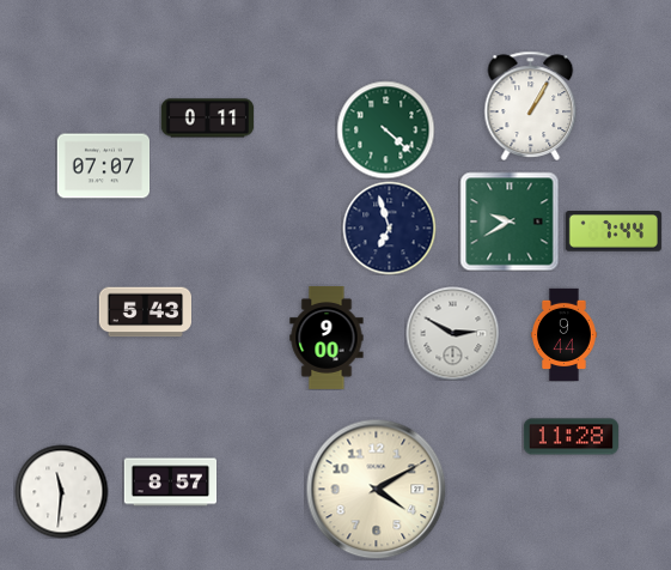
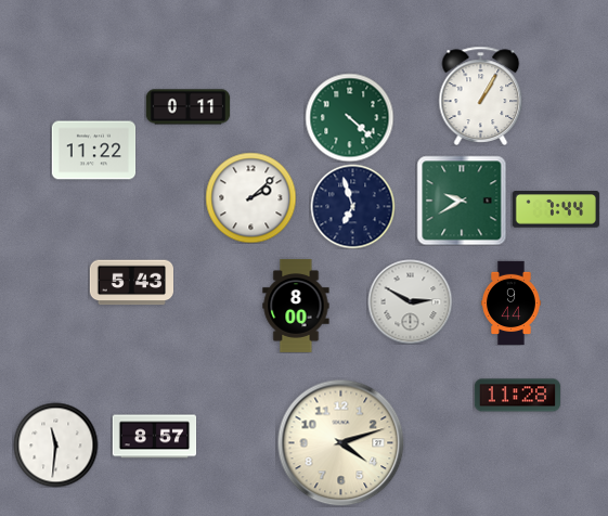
clock at (103, 166): 07:07 -> 11:22
clock at (250, 197): none -> 2:08
clock at (327, 338): 9:00 -> 8:00
clock at (376, 489): 4:10 -> 4:12
